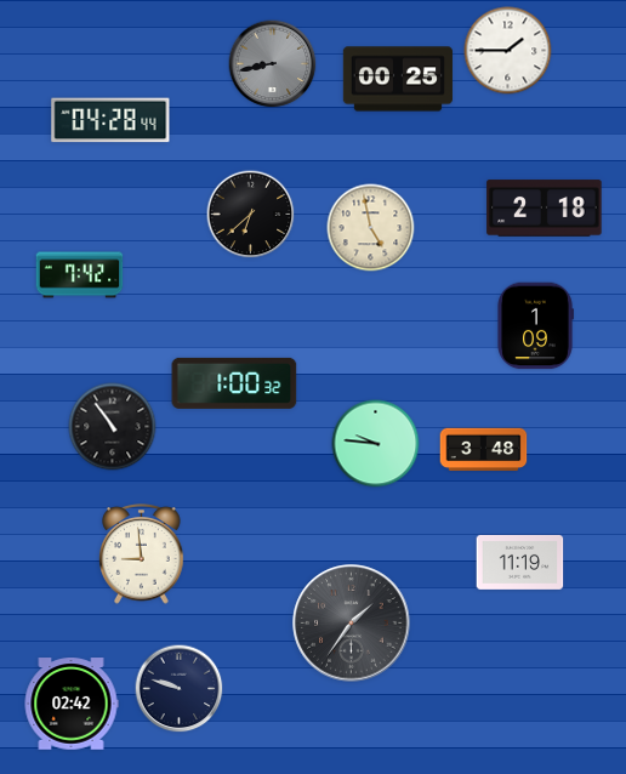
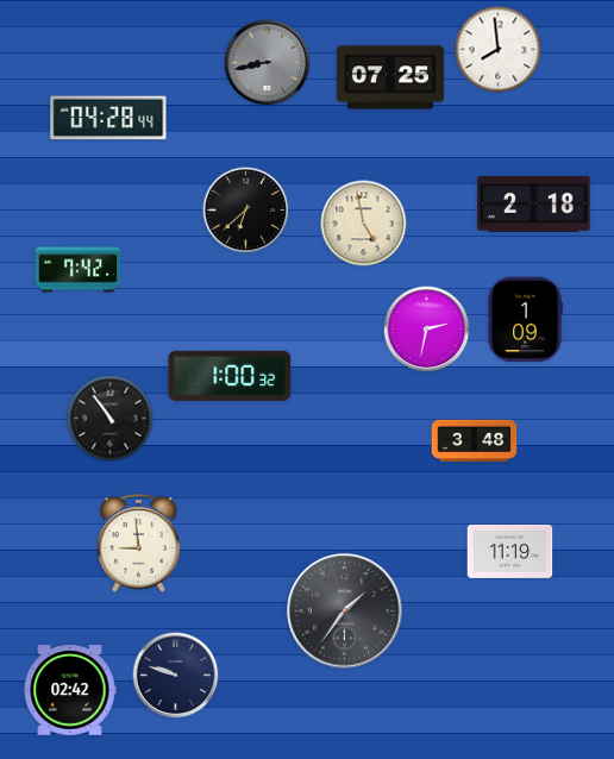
clock at (508, 51): 1:45 -> 7:59
clock at (398, 79): 00:25 -> 07:25
clock at (427, 330): none -> 2:32
clock at (376, 444): 9:46 -> none
